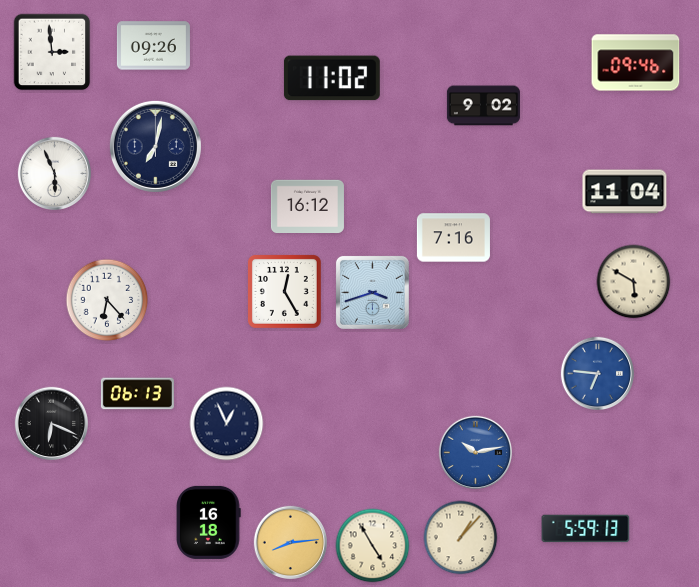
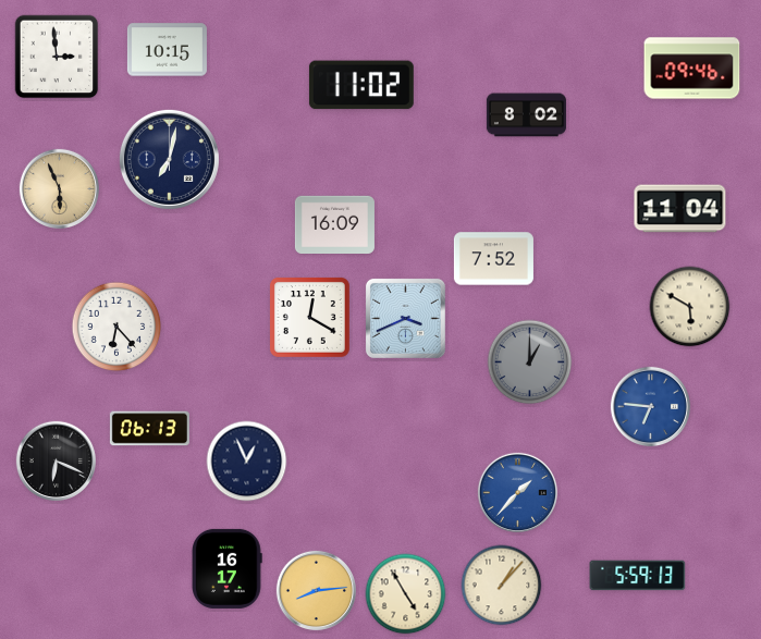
clock at (153, 46): 09:26 -> 10:15
clock at (483, 106): 9:02 -> 8:02
clock at (55, 174) dial: white -> champagne
clock at (307, 207): 16:12 -> 16:09
clock at (453, 238): 7:16 -> 7:52
clock at (284, 291): 12:25 -> 12:20
clock at (372, 292): 3:42 -> 3:41
clock at (530, 362): none -> 1:00
clock at (476, 453): 10:13 -> 1:37
clock at (208, 522): 16:18 -> 16:17
